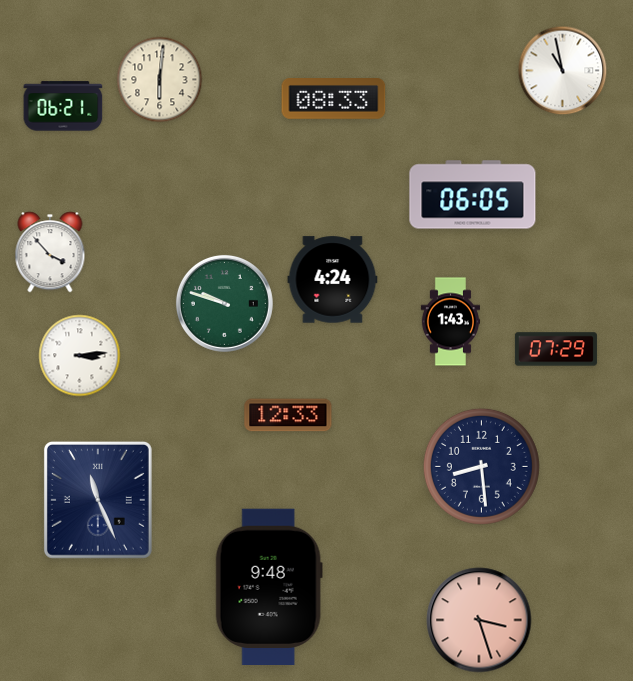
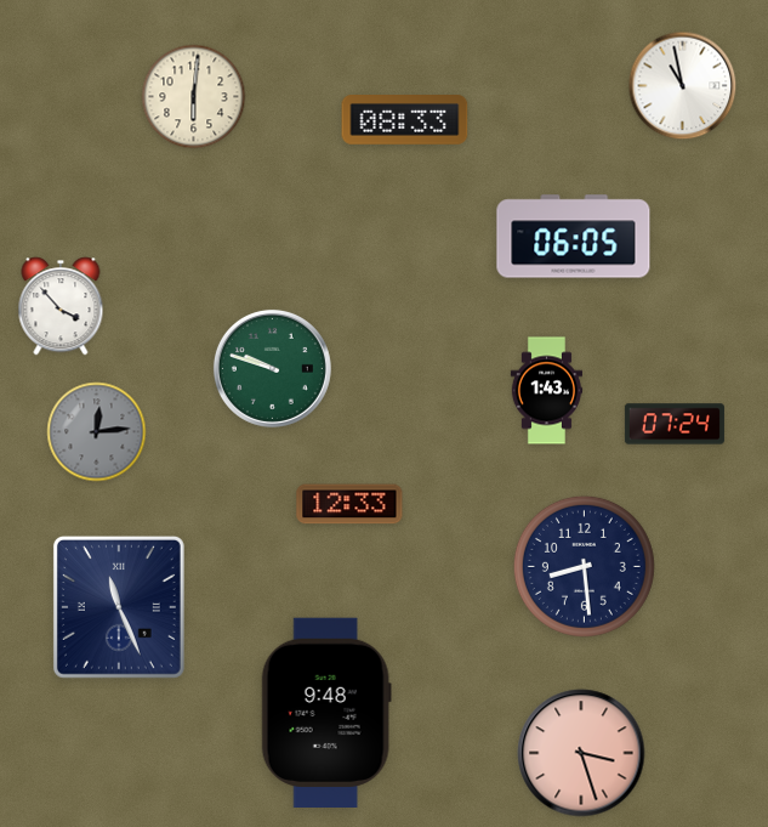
clock at (63, 106): 06:21 -> none
clock at (333, 280): 4:24 -> none
clock at (556, 349): 07:29 -> 07:24
clock at (80, 356): 3:14 -> 12:14
clock at (80, 356) dial: white -> grey
